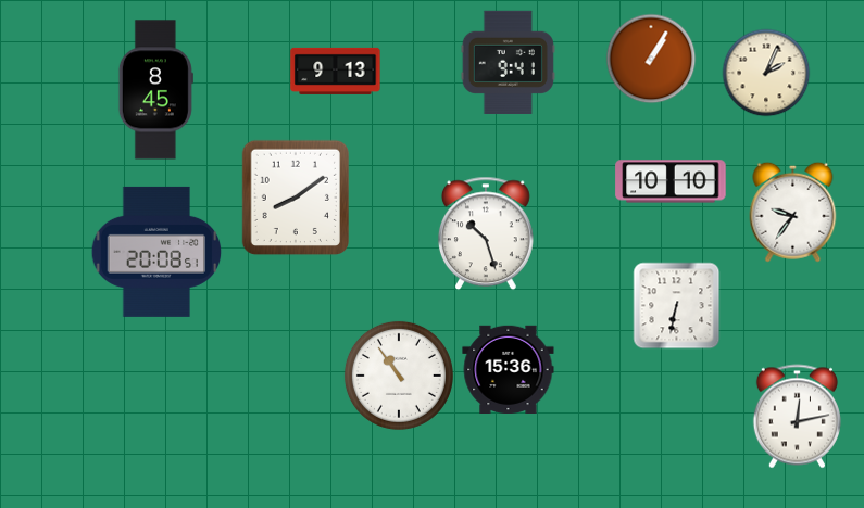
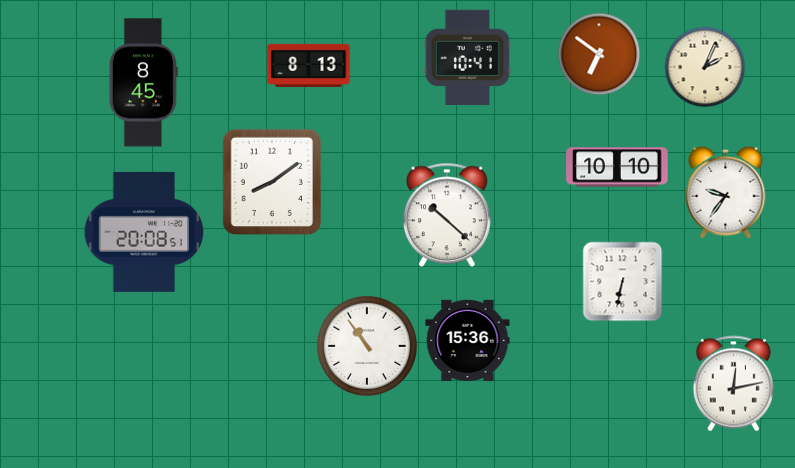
clock at (651, 59): 1:05 -> 6:51
clock at (508, 62): 9:41 -> 10:41
clock at (336, 71): 9:13 -> 8:13
clock at (793, 212) position: (793, 212) -> (726, 192)
clock at (486, 233): 10:27 -> 10:22
